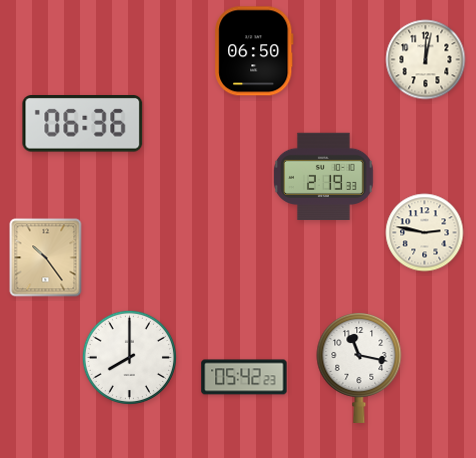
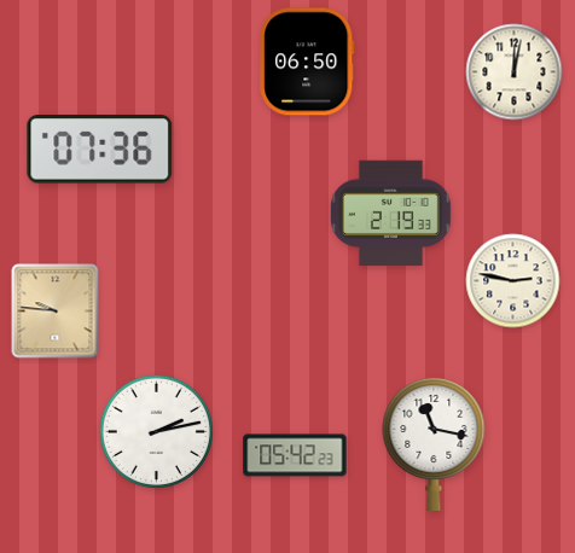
clock at (83, 124): 06:36 -> 07:36
clock at (46, 258): 10:24 -> 9:46
clock at (129, 357): 8:00 -> 2:13
